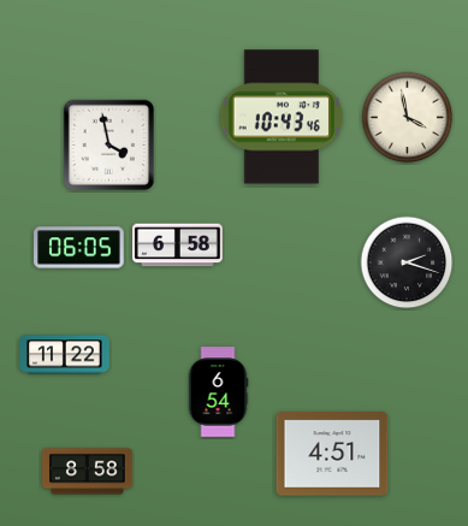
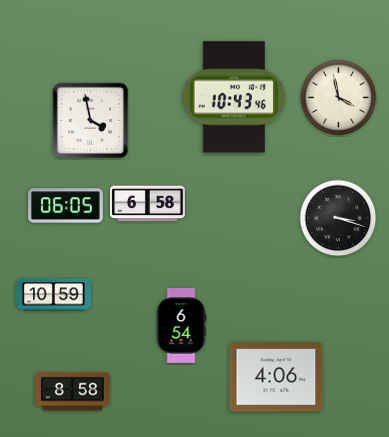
clock at (407, 262): 2:18 -> 3:18
clock at (65, 355): 11:22 -> 10:59
clock at (332, 454): 4:51 -> 4:06
